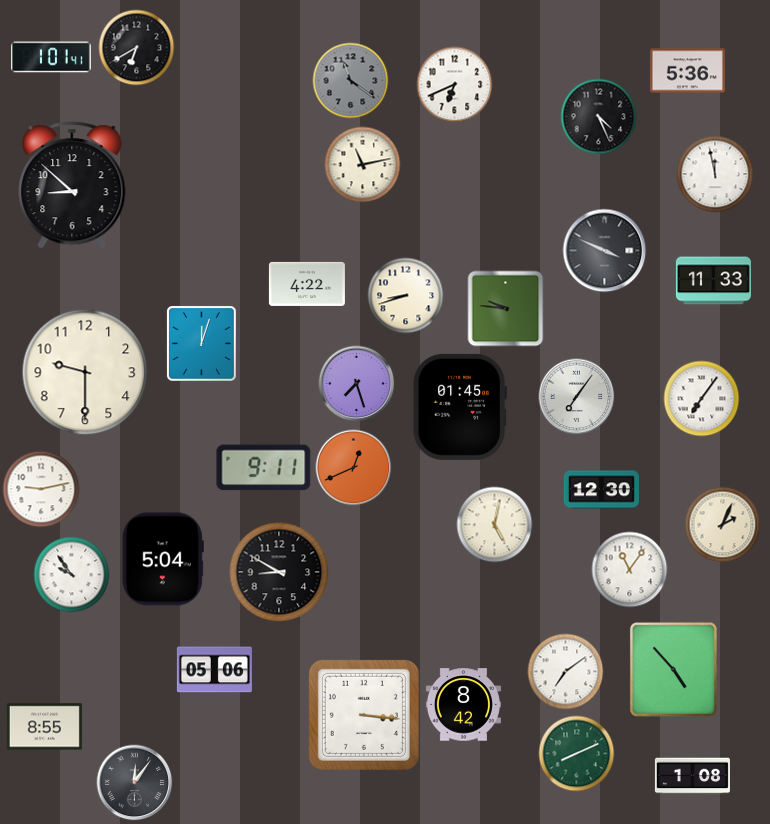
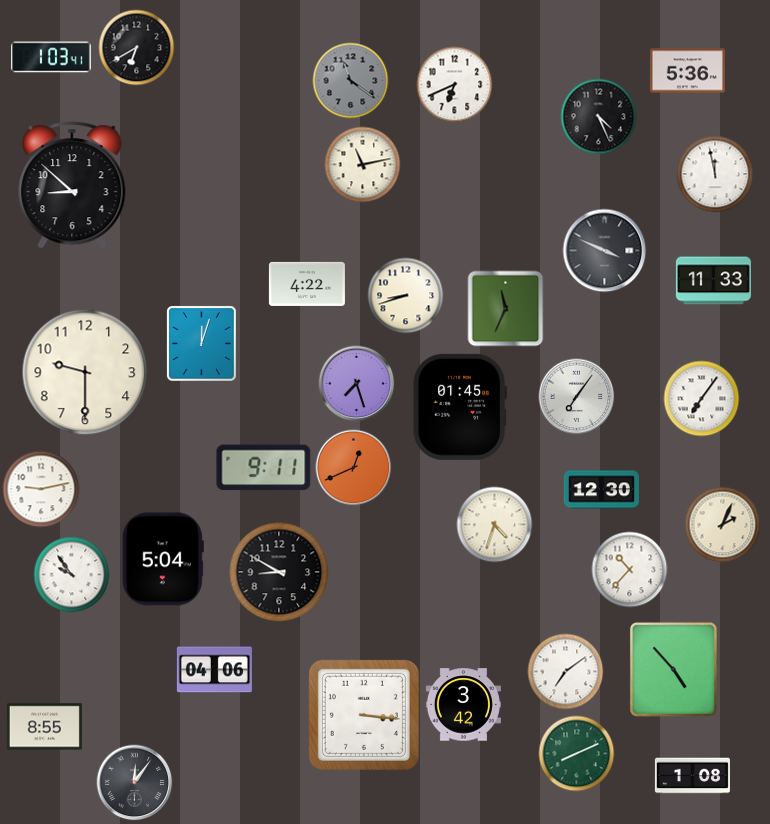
clock at (51, 57): 1:01 -> 1:03
clock at (506, 309): 9:46 -> 11:34
clock at (495, 525): 5:02 -> 4:33
clock at (630, 570): 11:06 -> 10:37
clock at (214, 670): 05:06 -> 04:06
clock at (463, 705): 8:42 -> 3:42
